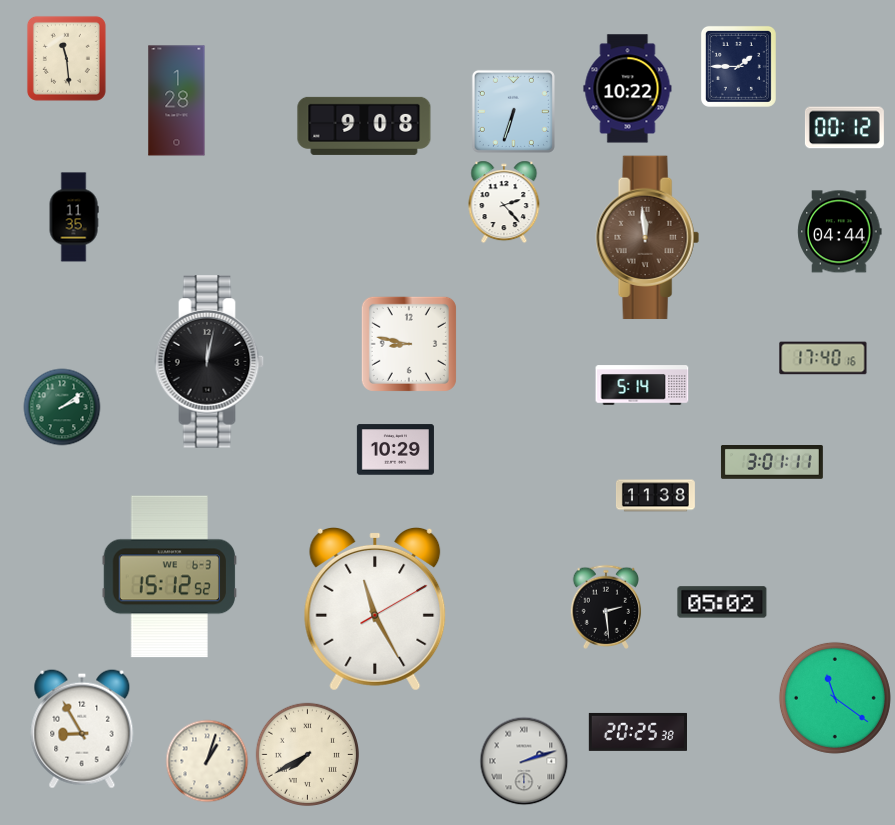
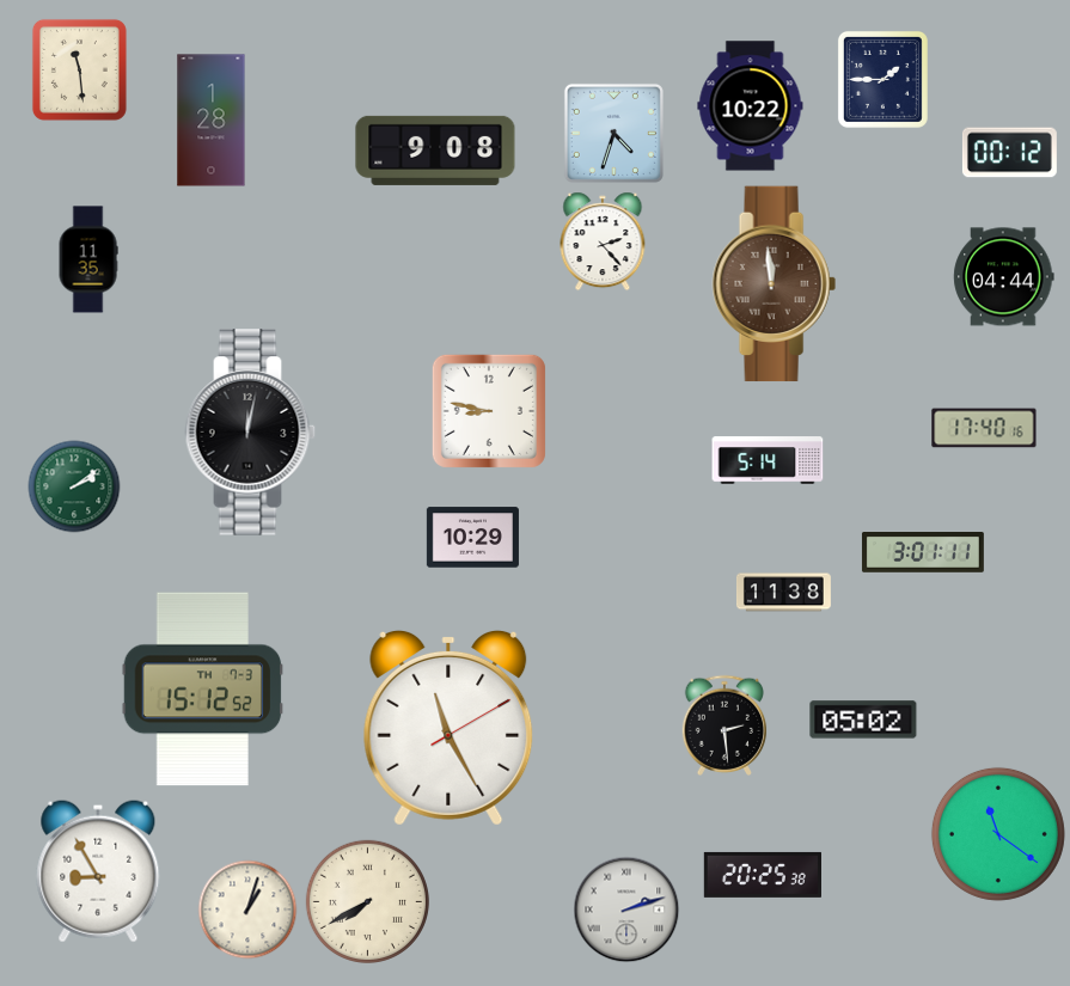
clock at (513, 111): 6:33 -> 4:33
clock at (170, 577) date: WE 6-3 -> TH 7-3
